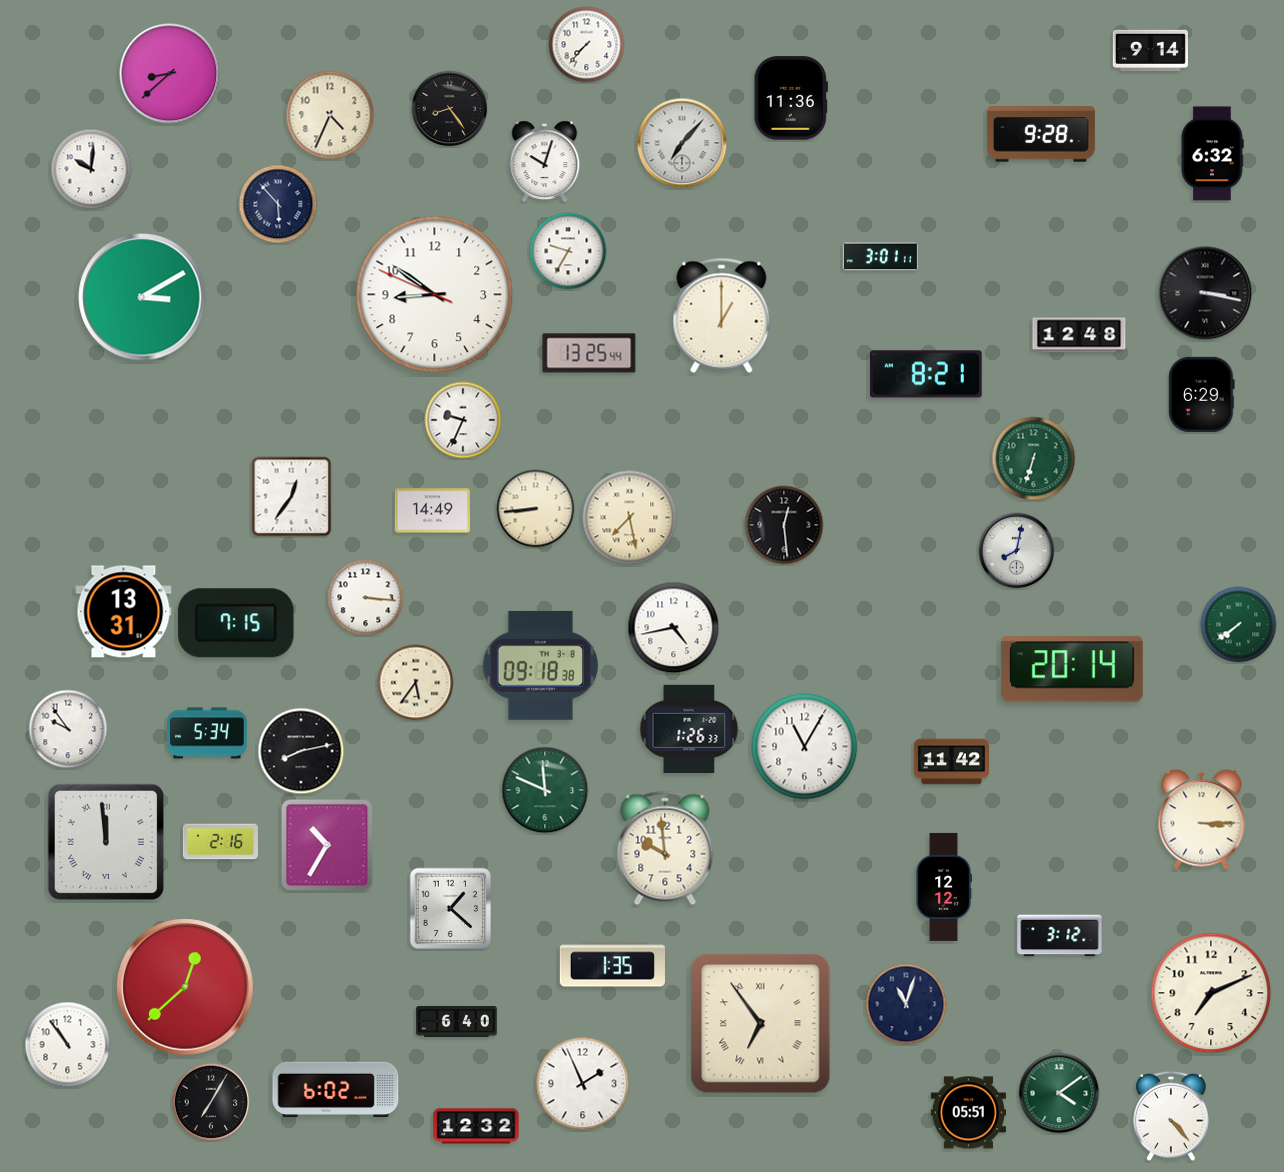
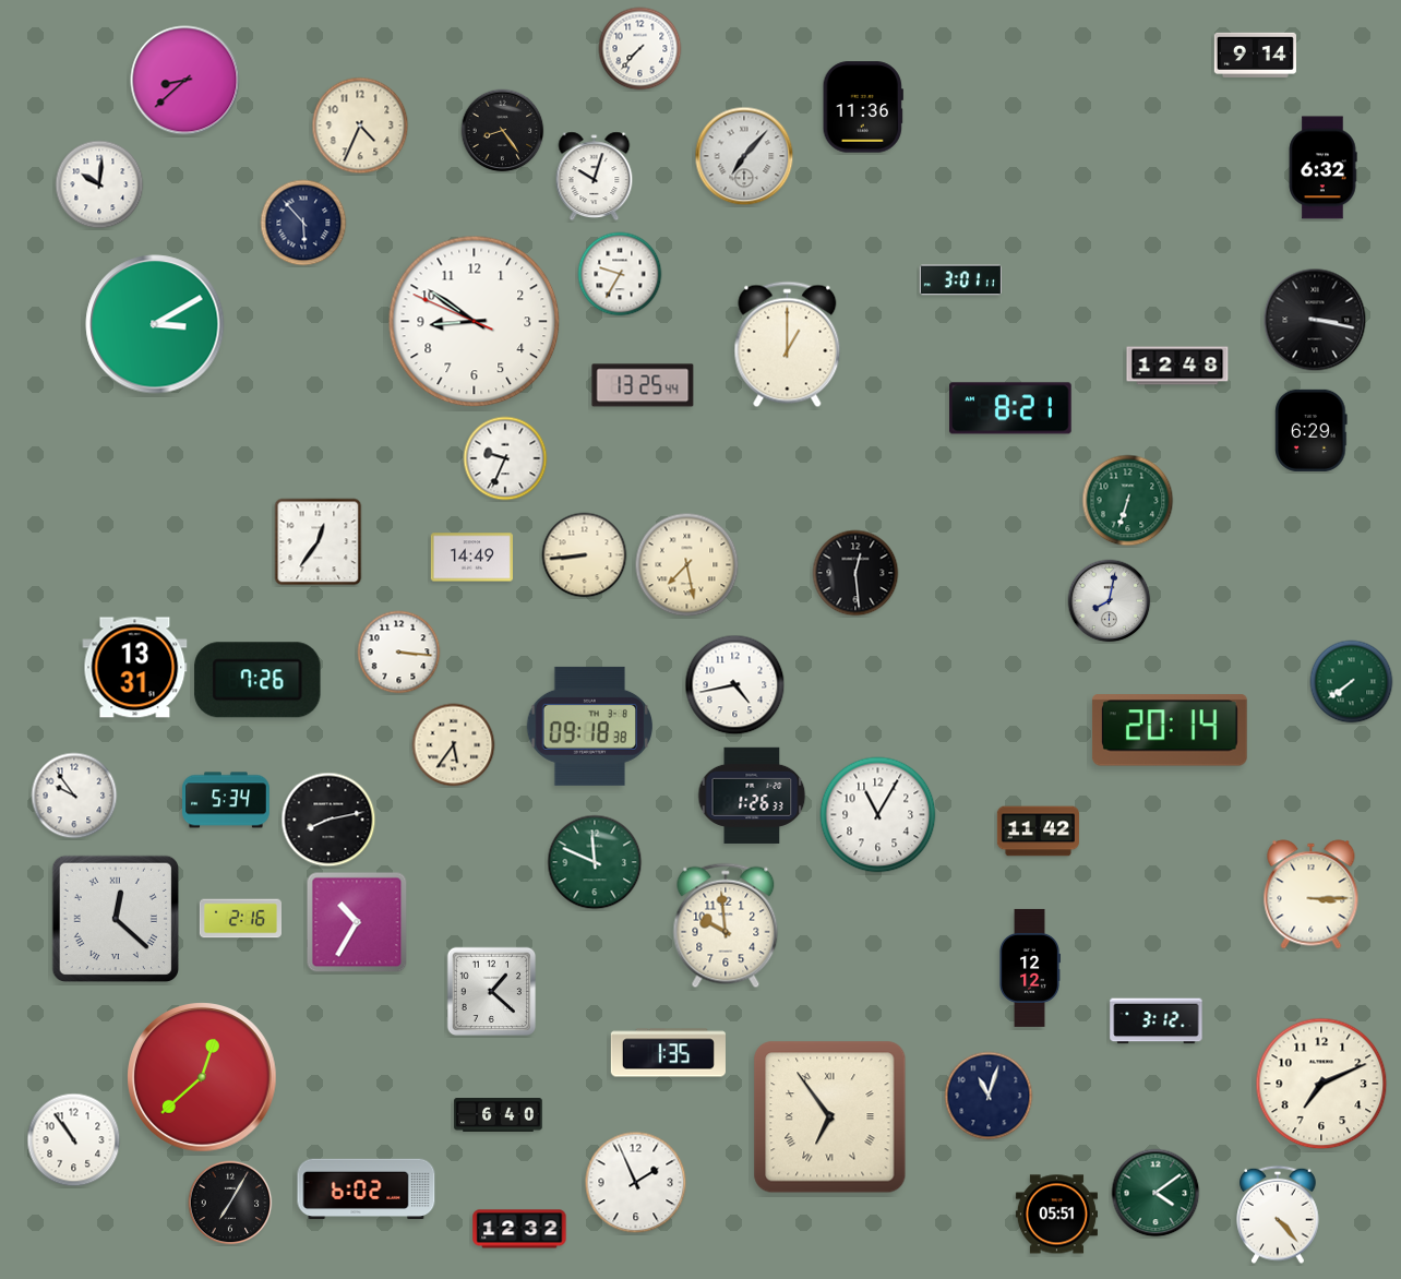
clock at (450, 109) position: (450, 109) -> (503, 131)
clock at (1041, 134): 9:28 -> none
clock at (236, 623): 7:15 -> 7:26
clock at (105, 841): 11:59 -> 12:22
clock at (1171, 1116) position: (1171, 1116) -> (1278, 1215)
